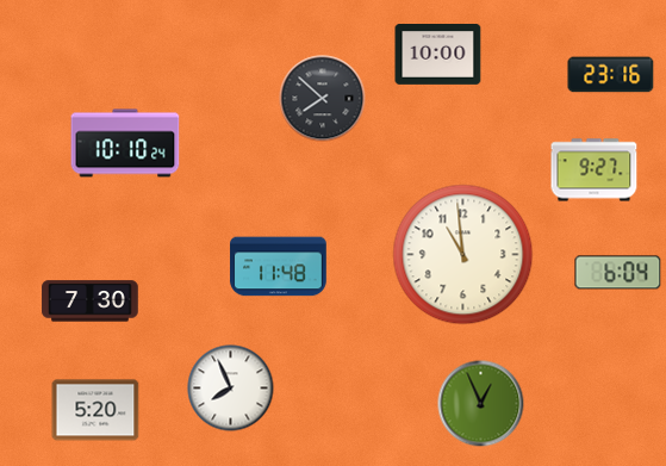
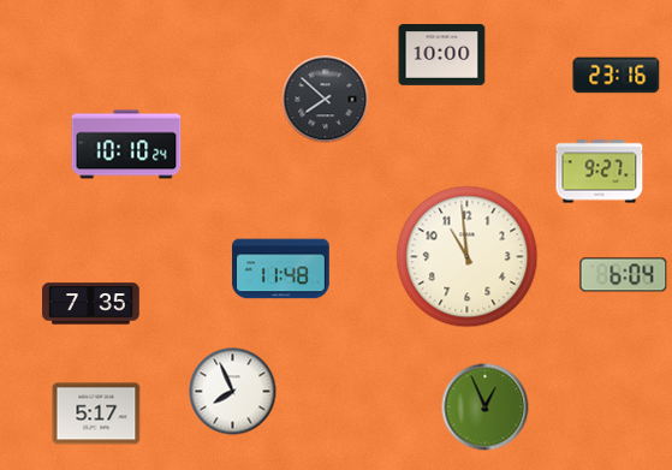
clock at (91, 302): 7:30 -> 7:35
clock at (95, 410): 5:20 -> 5:17
